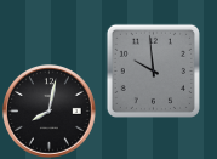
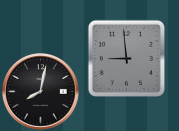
clock at (153, 70): 9:59 -> 8:59
